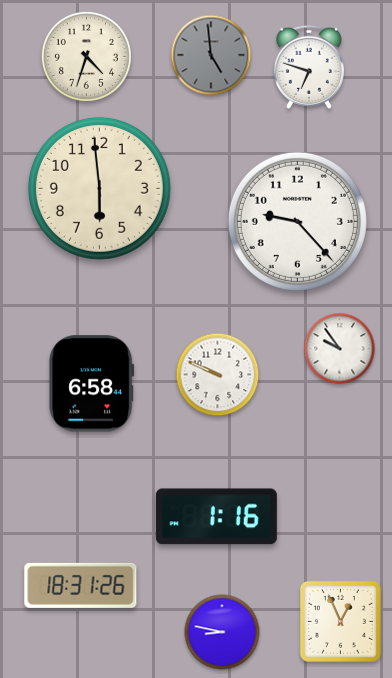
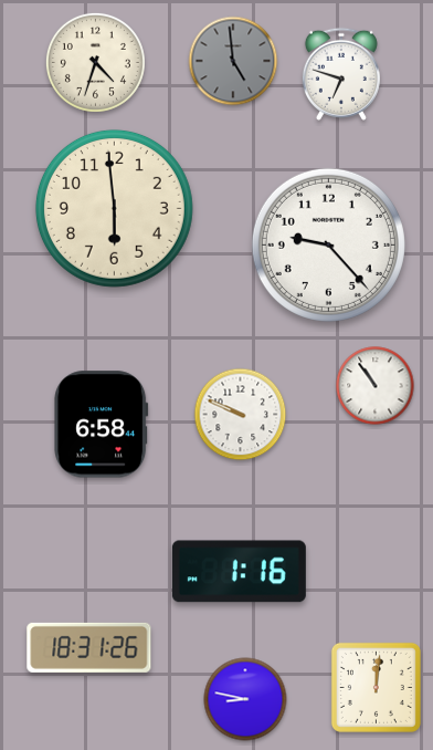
clock at (99, 188) position: (99, 188) -> (114, 208)
clock at (340, 349): 9:54 -> 10:54
clock at (340, 621): 12:56 -> 12:01
